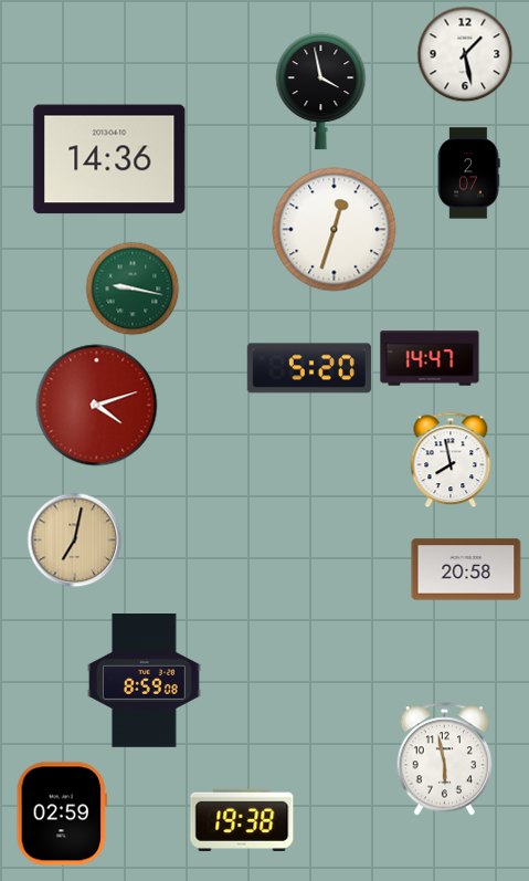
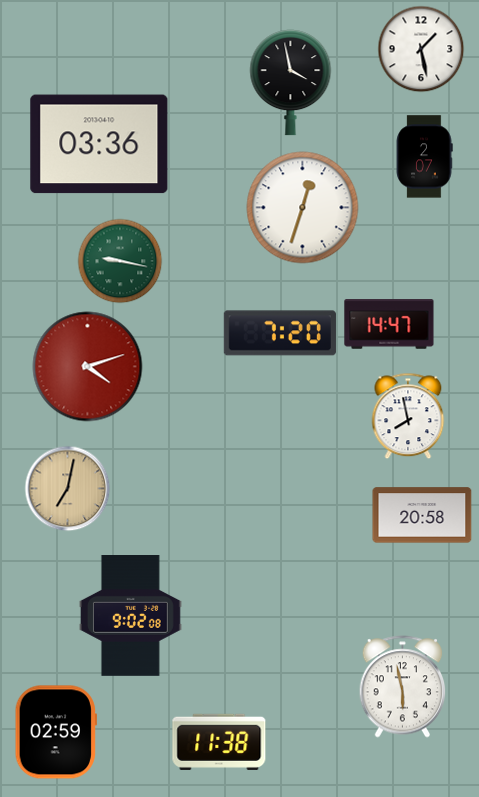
clock at (109, 159): 14:36 -> 03:36
clock at (309, 368): 5:20 -> 7:20
clock at (144, 681): 8:59 -> 9:02
clock at (62, 814) position: (62, 814) -> (56, 732)
clock at (242, 820): 19:38 -> 11:38
